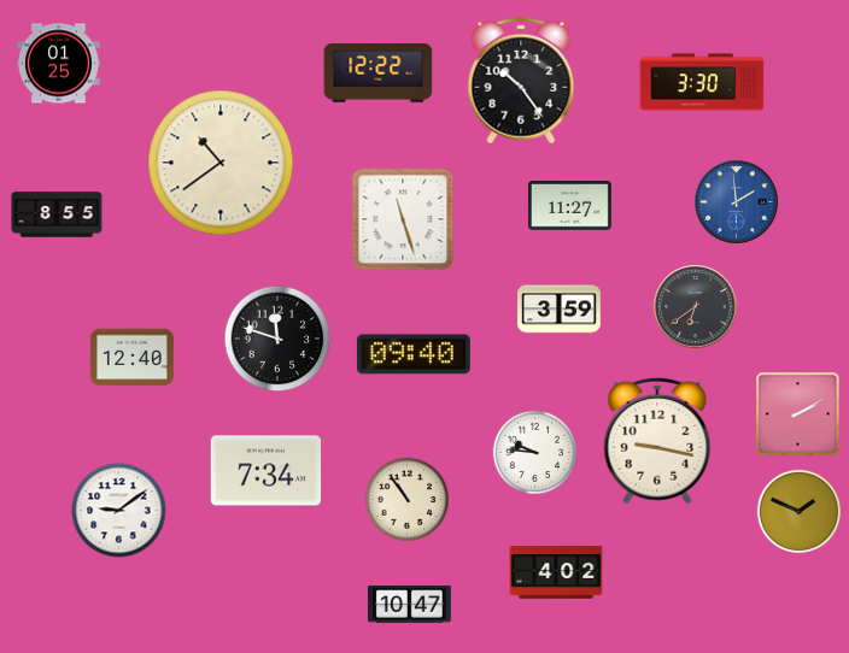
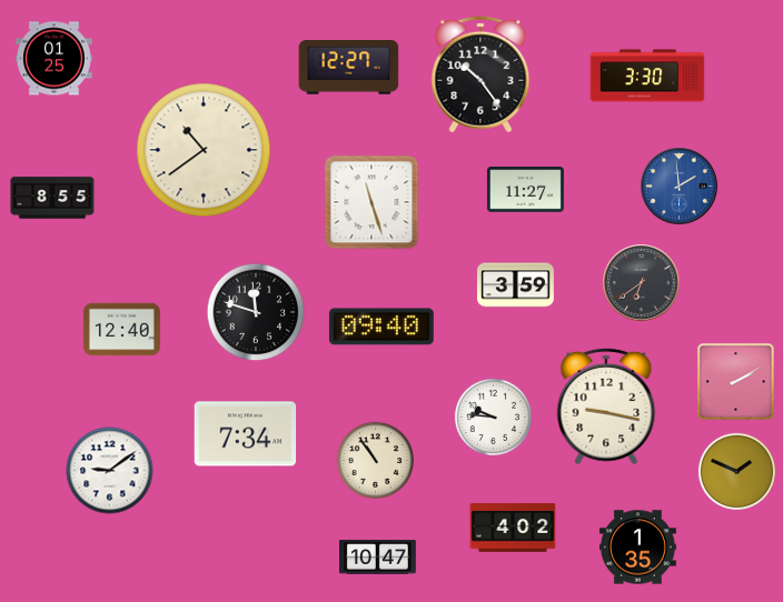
clock at (379, 73): 12:22 -> 12:27
clock at (637, 548): none -> 1:35
